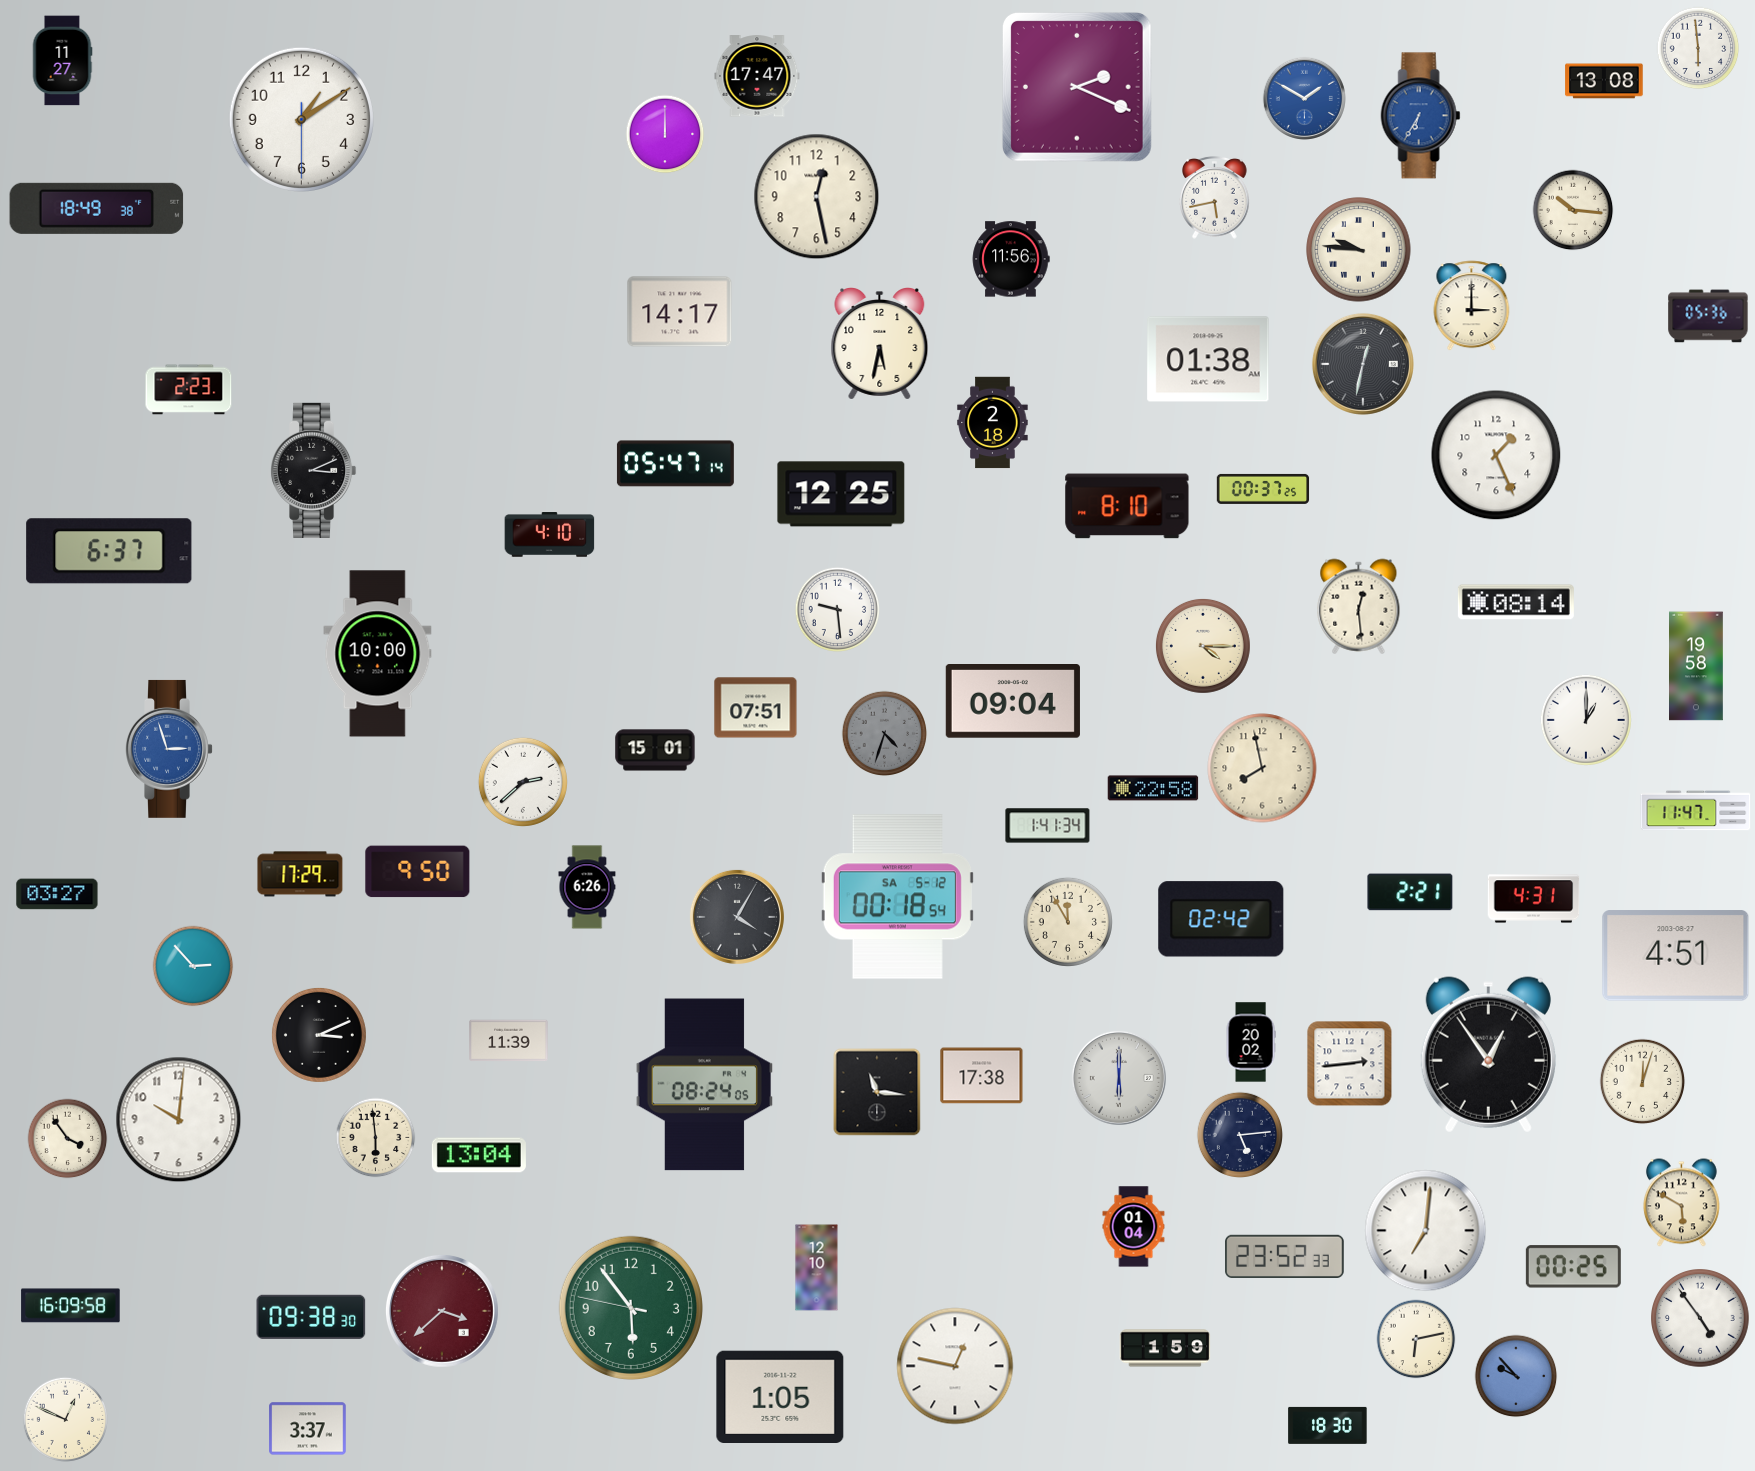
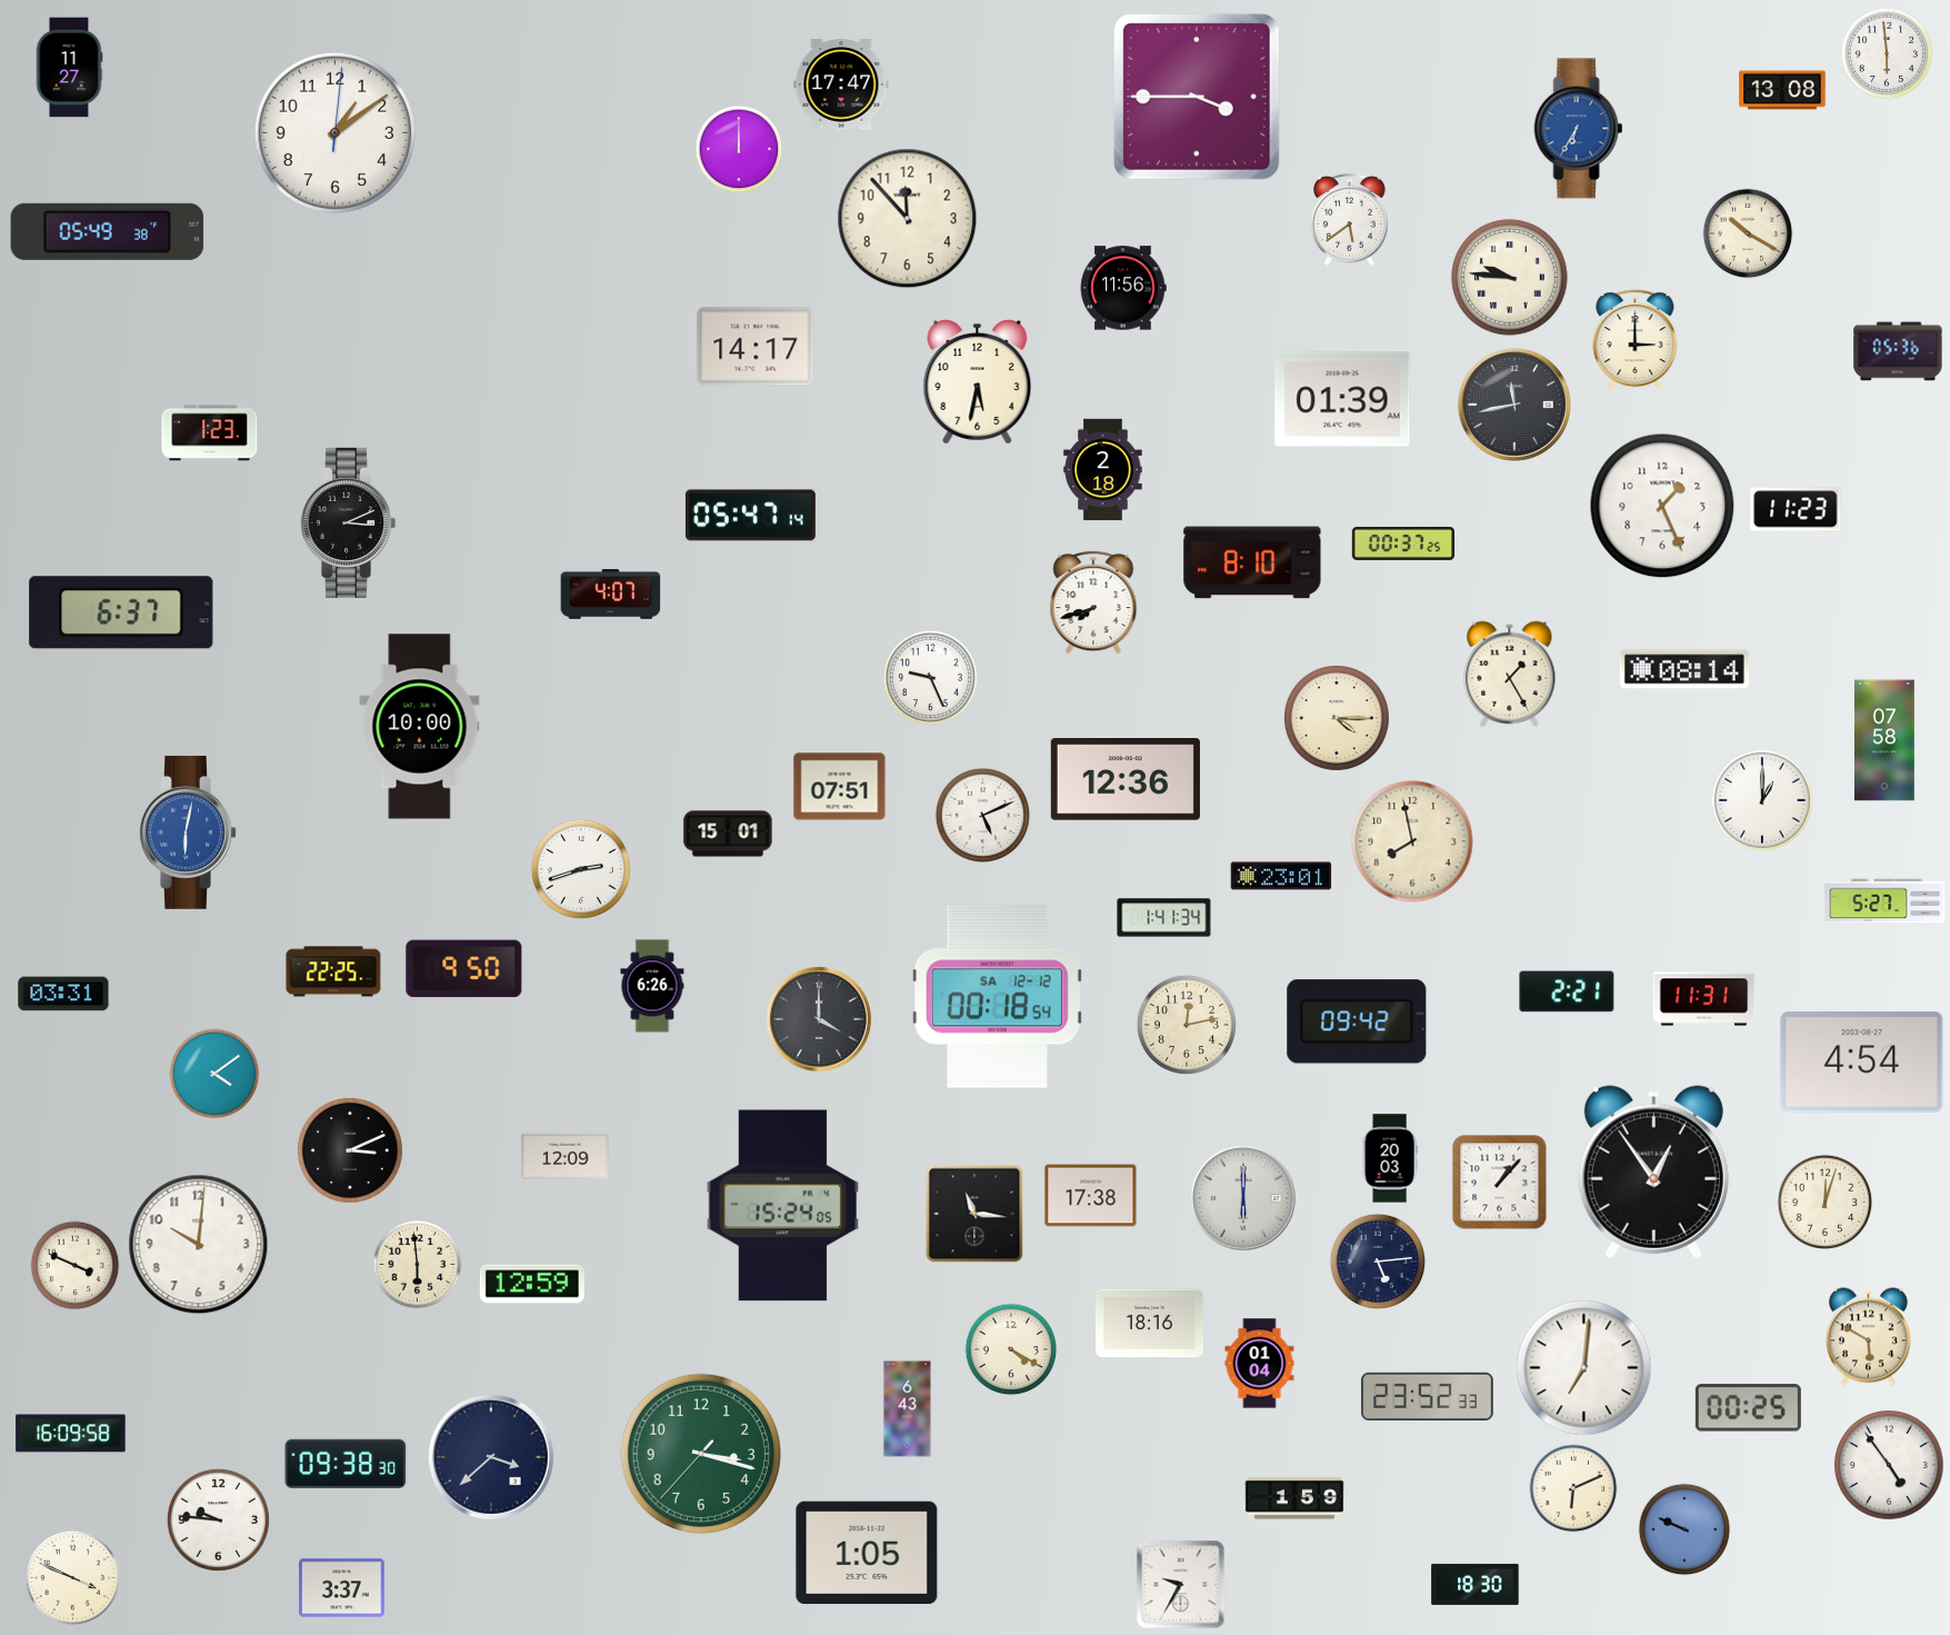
clock at (1077, 87): 2:19 -> 3:45
clock at (1304, 98): 1:50 -> none
clock at (301, 119): 1:09:30 -> 1:09:01
clock at (817, 197): 12:28 -> 11:53
clock at (1215, 198): 5:43 -> 5:39
clock at (97, 208): 18:49 -> 05:49
clock at (1573, 210): 10:16 -> 10:20
clock at (1208, 359): 01:38 -> 01:39
clock at (1363, 364): 12:32 -> 11:43
clock at (189, 390): 2:23 -> 1:23
clock at (1796, 509): none -> 11:23
clock at (841, 494): 12:25 -> none
clock at (550, 535): 4:10 -> 4:07
clock at (1093, 602): none -> 7:42
clock at (1359, 607): 12:29 -> 1:25
clock at (838, 610): 9:29 -> 9:26
clock at (1696, 666): 19:58 -> 07:58
clock at (1013, 702): 09:04 -> 12:36
clock at (885, 734): 4:33 -> 5:11
clock at (885, 734) dial: grey -> white
clock at (169, 749): 2:57 -> 6:02
clock at (1262, 768) position: (1262, 768) -> (1412, 841)
clock at (523, 782): 2:38 -> 2:42
clock at (1153, 788): 22:58 -> 23:01
clock at (1696, 811): 11:47 -> 5:27
clock at (300, 874): 17:29 -> 22:25
clock at (57, 894): 03:27 -> 03:31
clock at (897, 897) date: SA 5-12 -> SA 12-12
clock at (1534, 899): 4:31 -> 11:31
clock at (737, 917): 4:05 -> 4:00
clock at (1221, 919): 02:42 -> 09:42
clock at (1068, 922): 11:55 -> 12:13
clock at (1676, 956): 4:51 -> 4:54
clock at (193, 966): 2:53 -> 4:09
clock at (319, 1035) position: (319, 1035) -> (350, 1150)
clock at (509, 1041): 11:39 -> 12:09
clock at (1251, 1042): 20:02 -> 20:03
clock at (1350, 1064): 2:44 -> 1:07
clock at (704, 1085): 08:24 -> 15:24
clock at (68, 1139): 3:54 -> 3:49
clock at (479, 1155): 13:04 -> 12:59
clock at (1150, 1324): none -> 18:16
clock at (1011, 1349): none -> 4:20
clock at (817, 1268): 12:10 -> 6:43
clock at (71, 1306) position: (71, 1306) -> (71, 1434)
clock at (631, 1308): 5:53 -> 3:17
clock at (442, 1311) dial: burgundy -> navy
clock at (1416, 1339): 6:13 -> 6:11
clock at (955, 1366): 12:47 -> none
clock at (218, 1519): none -> 9:46
clock at (1516, 1376): 9:53 -> 9:49
clock at (66, 1420): 12:49 -> 3:49
clock at (1181, 1585): none -> 9:35
